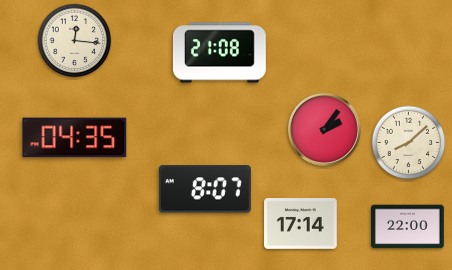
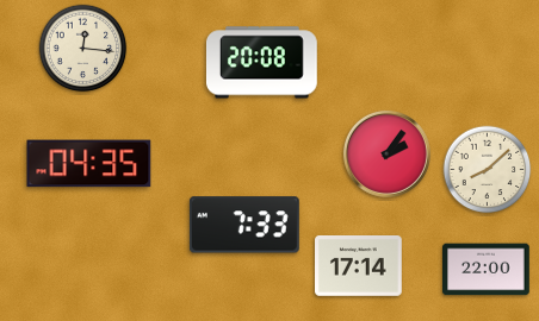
clock at (75, 41) position: (75, 41) -> (83, 49)
clock at (219, 53): 21:08 -> 20:08
clock at (205, 189): 8:07 -> 7:33
